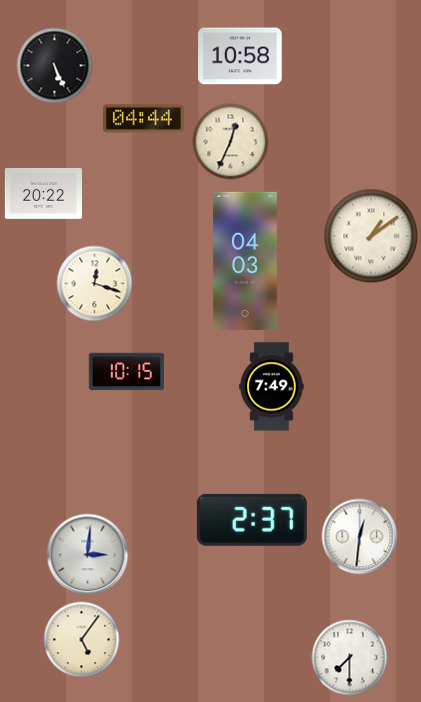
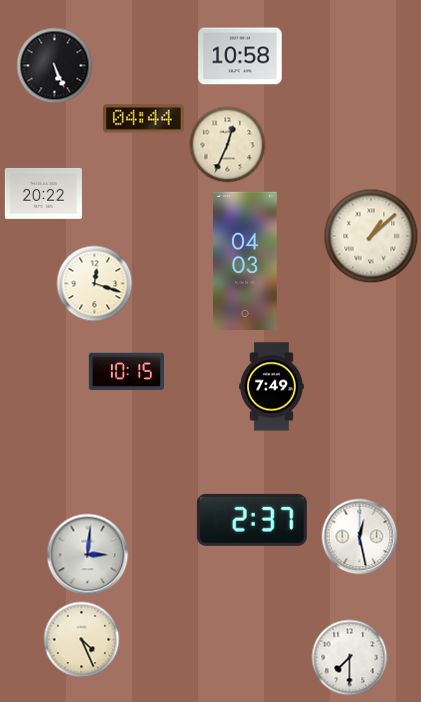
clock at (231, 142) position: (231, 142) -> (228, 145)
clock at (371, 236): 1:09 -> 1:08
clock at (360, 537): 12:31 -> 12:28
clock at (82, 640): 5:06 -> 4:26
